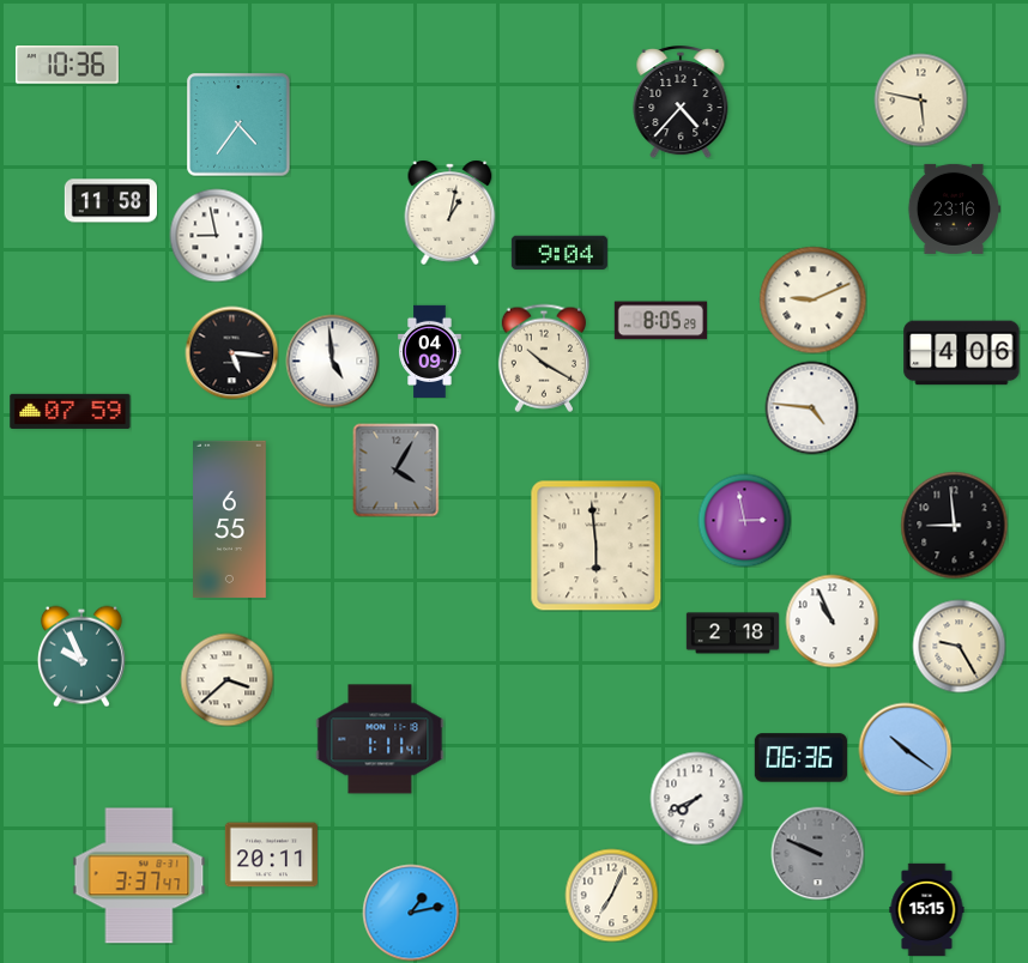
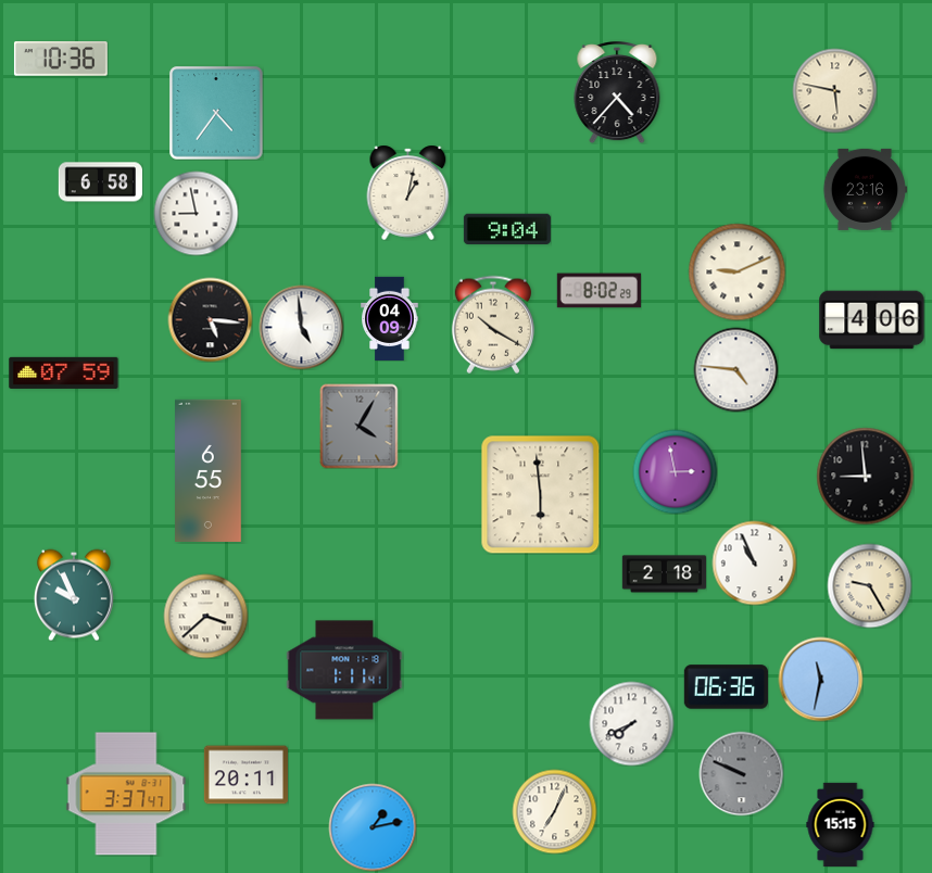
clock at (110, 201): 11:58 -> 6:58
clock at (660, 321): 8:05 -> 8:02
clock at (905, 749): 10:21 -> 11:32
